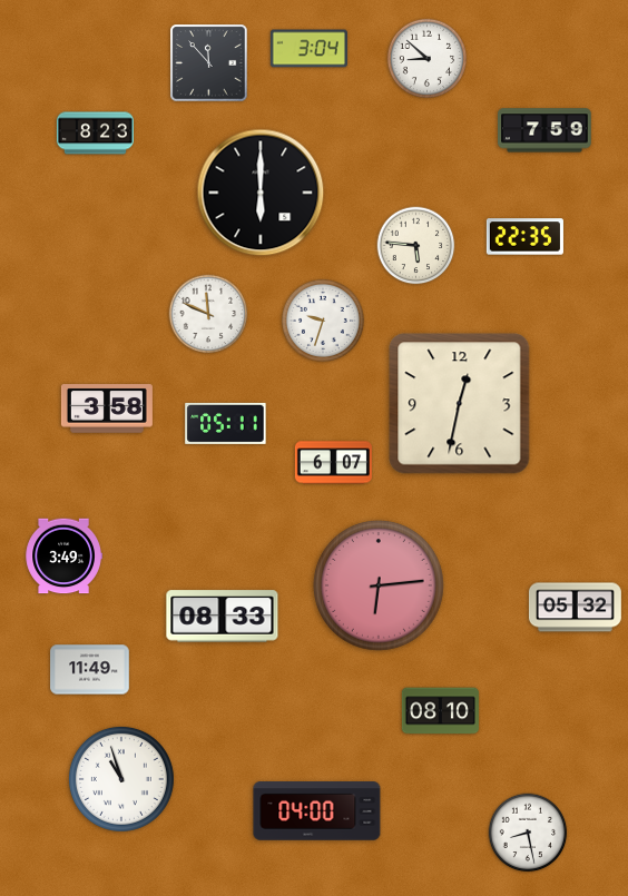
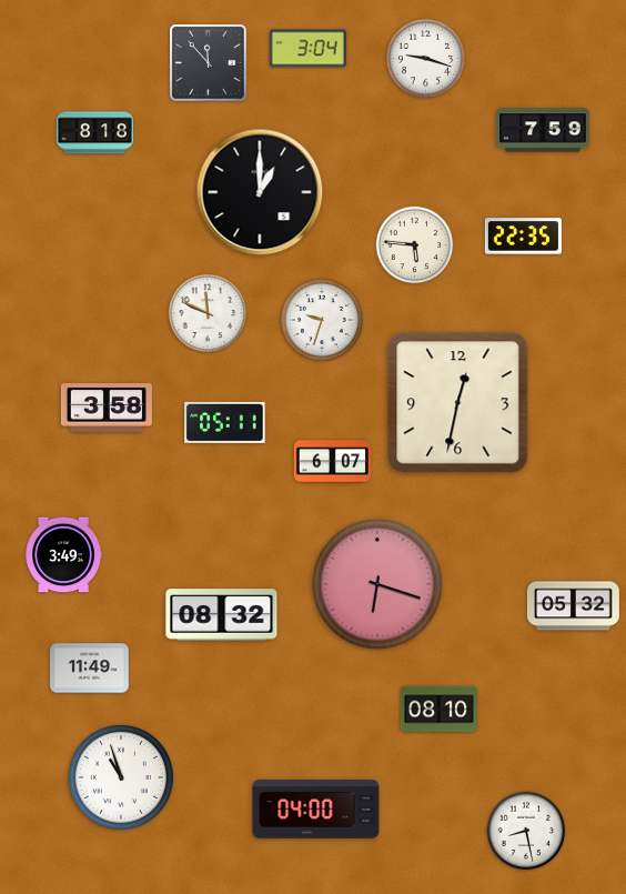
clock at (428, 59): 8:52 -> 9:18
clock at (95, 134): 8:23 -> 8:18
clock at (261, 193): 6:00 -> 1:00
clock at (379, 585): 6:14 -> 6:18
clock at (223, 617): 08:33 -> 08:32
